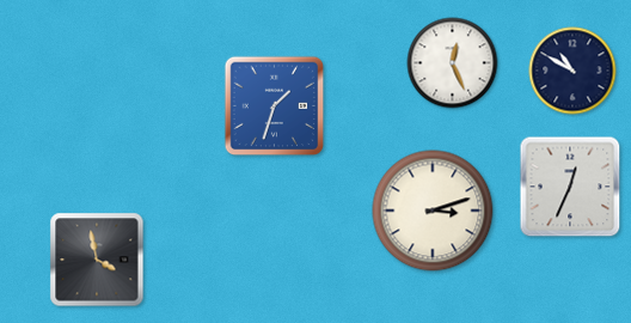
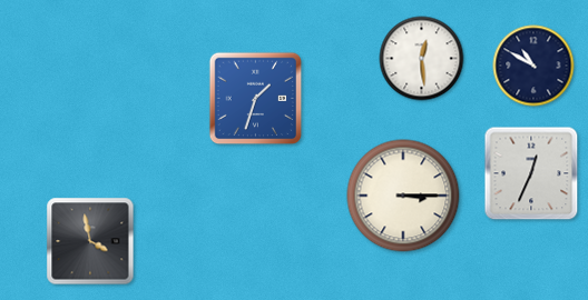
clock at (453, 63): 12:26 -> 12:29
clock at (433, 211): 3:12 -> 3:15
